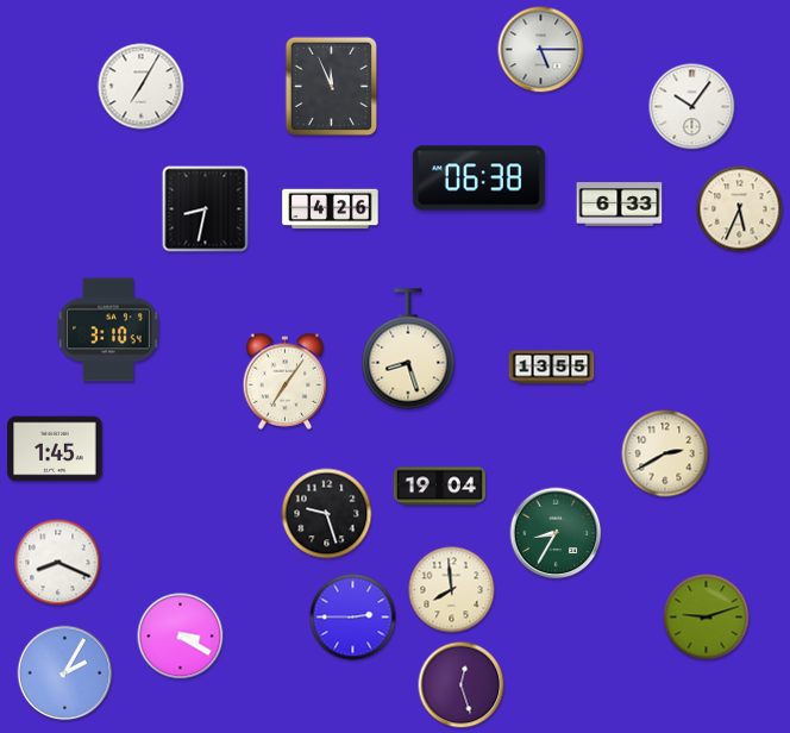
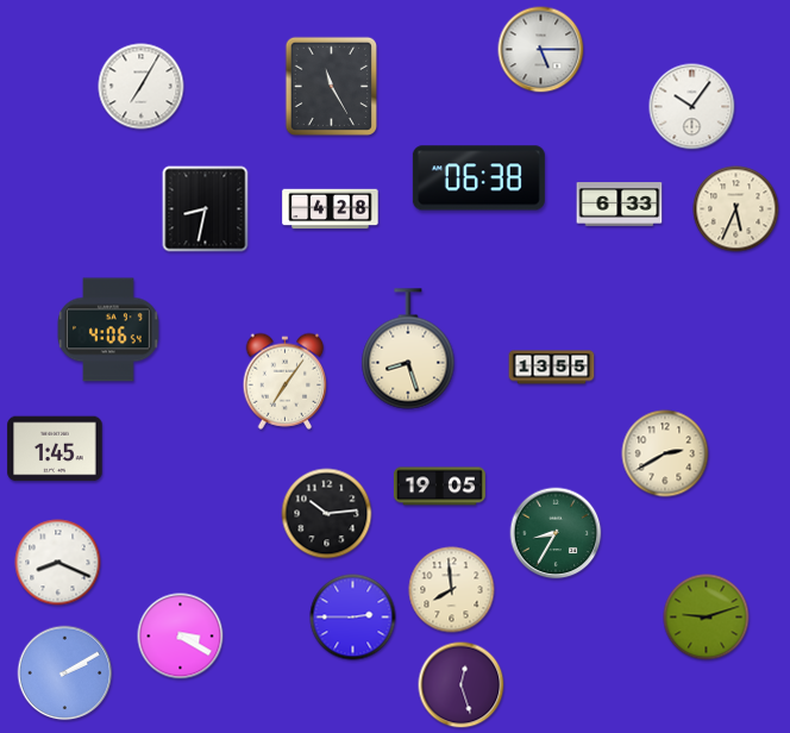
clock at (331, 87): 11:56 -> 11:25
clock at (331, 209): 4:26 -> 4:28
clock at (740, 209) position: (740, 209) -> (736, 209)
clock at (109, 330): 3:10 -> 4:06
clock at (439, 487): 19:04 -> 19:05
clock at (327, 514): 9:27 -> 10:14
clock at (65, 674): 2:05 -> 2:10
